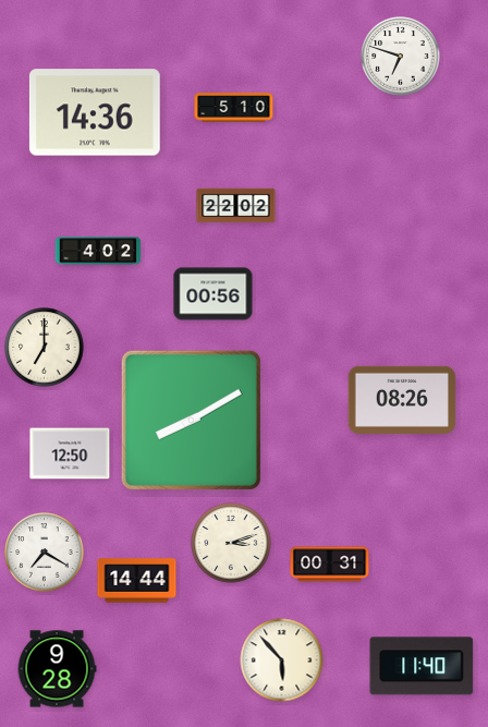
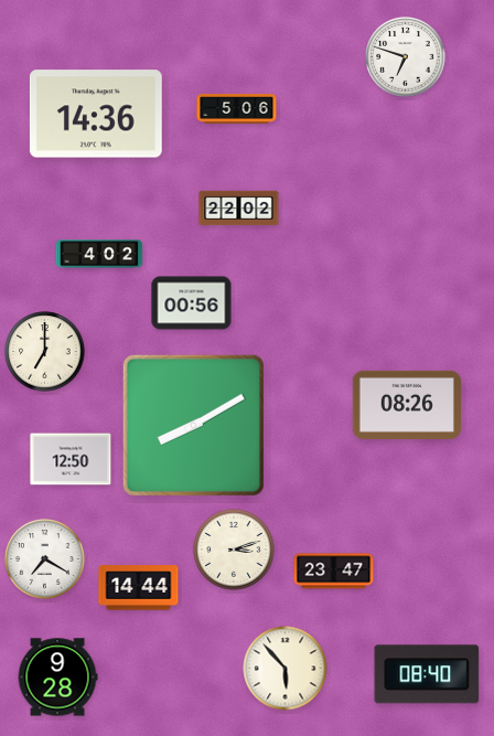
clock at (234, 108): 5:10 -> 5:06
clock at (213, 294) position: (213, 294) -> (192, 303)
clock at (330, 565): 00:31 -> 23:47
clock at (422, 666): 11:40 -> 08:40
